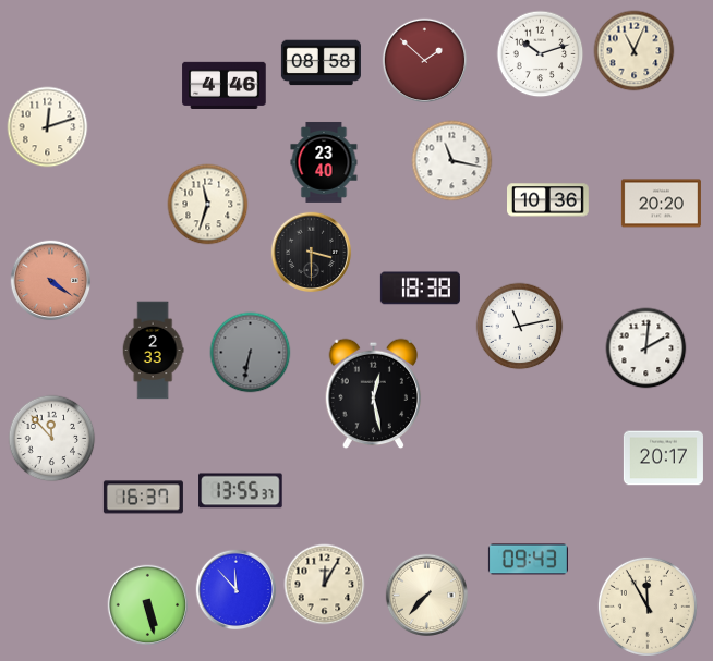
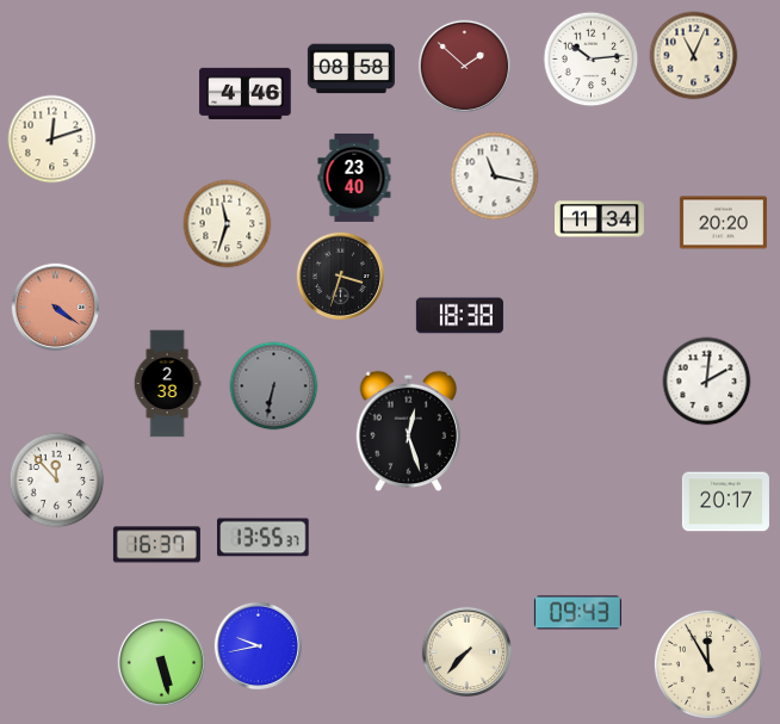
clock at (541, 54): 10:12 -> 10:14
clock at (548, 200): 10:36 -> 11:34
clock at (312, 253): 3:30 -> 3:33
clock at (520, 327): 11:13 -> none
clock at (153, 351): 2:33 -> 2:38
clock at (374, 394): 12:28 -> 12:27
clock at (325, 585): 12:05 -> none
clock at (237, 590): 11:53 -> 9:43
